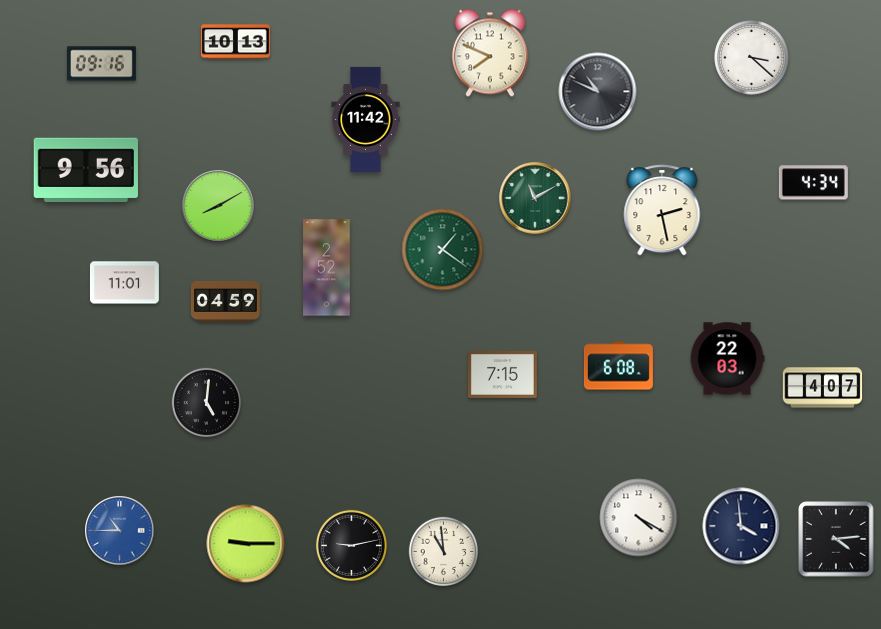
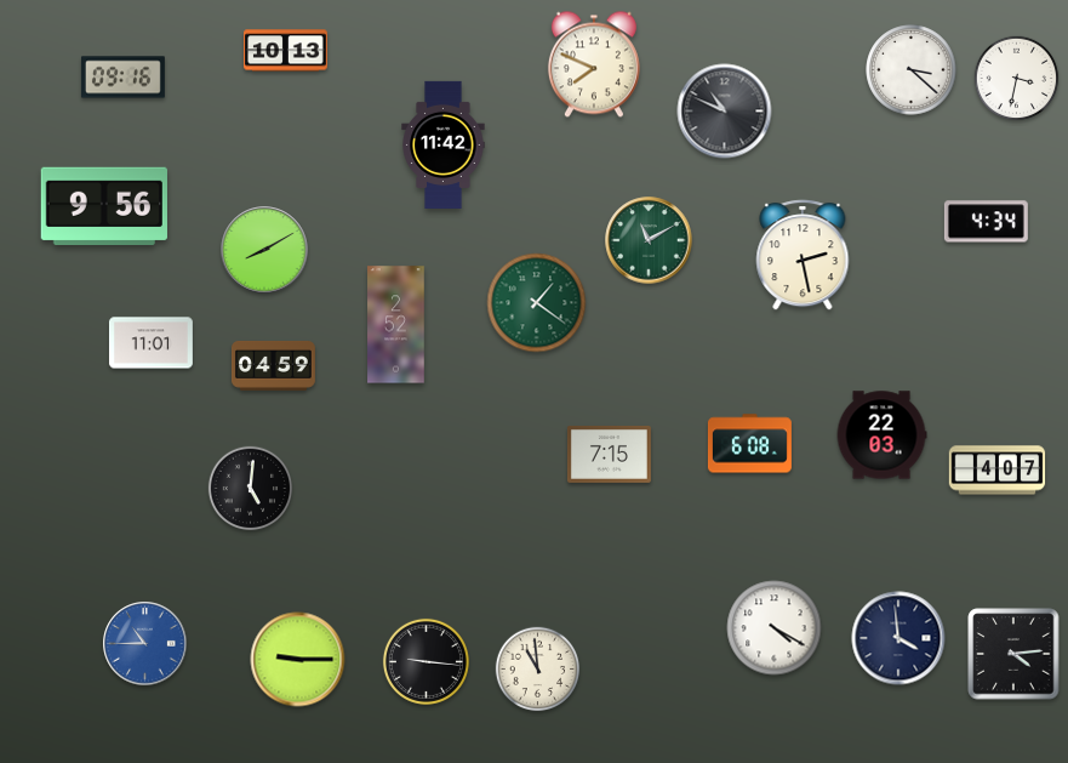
clock at (1017, 79): none -> 3:32
clock at (351, 545): 9:13 -> 9:16
